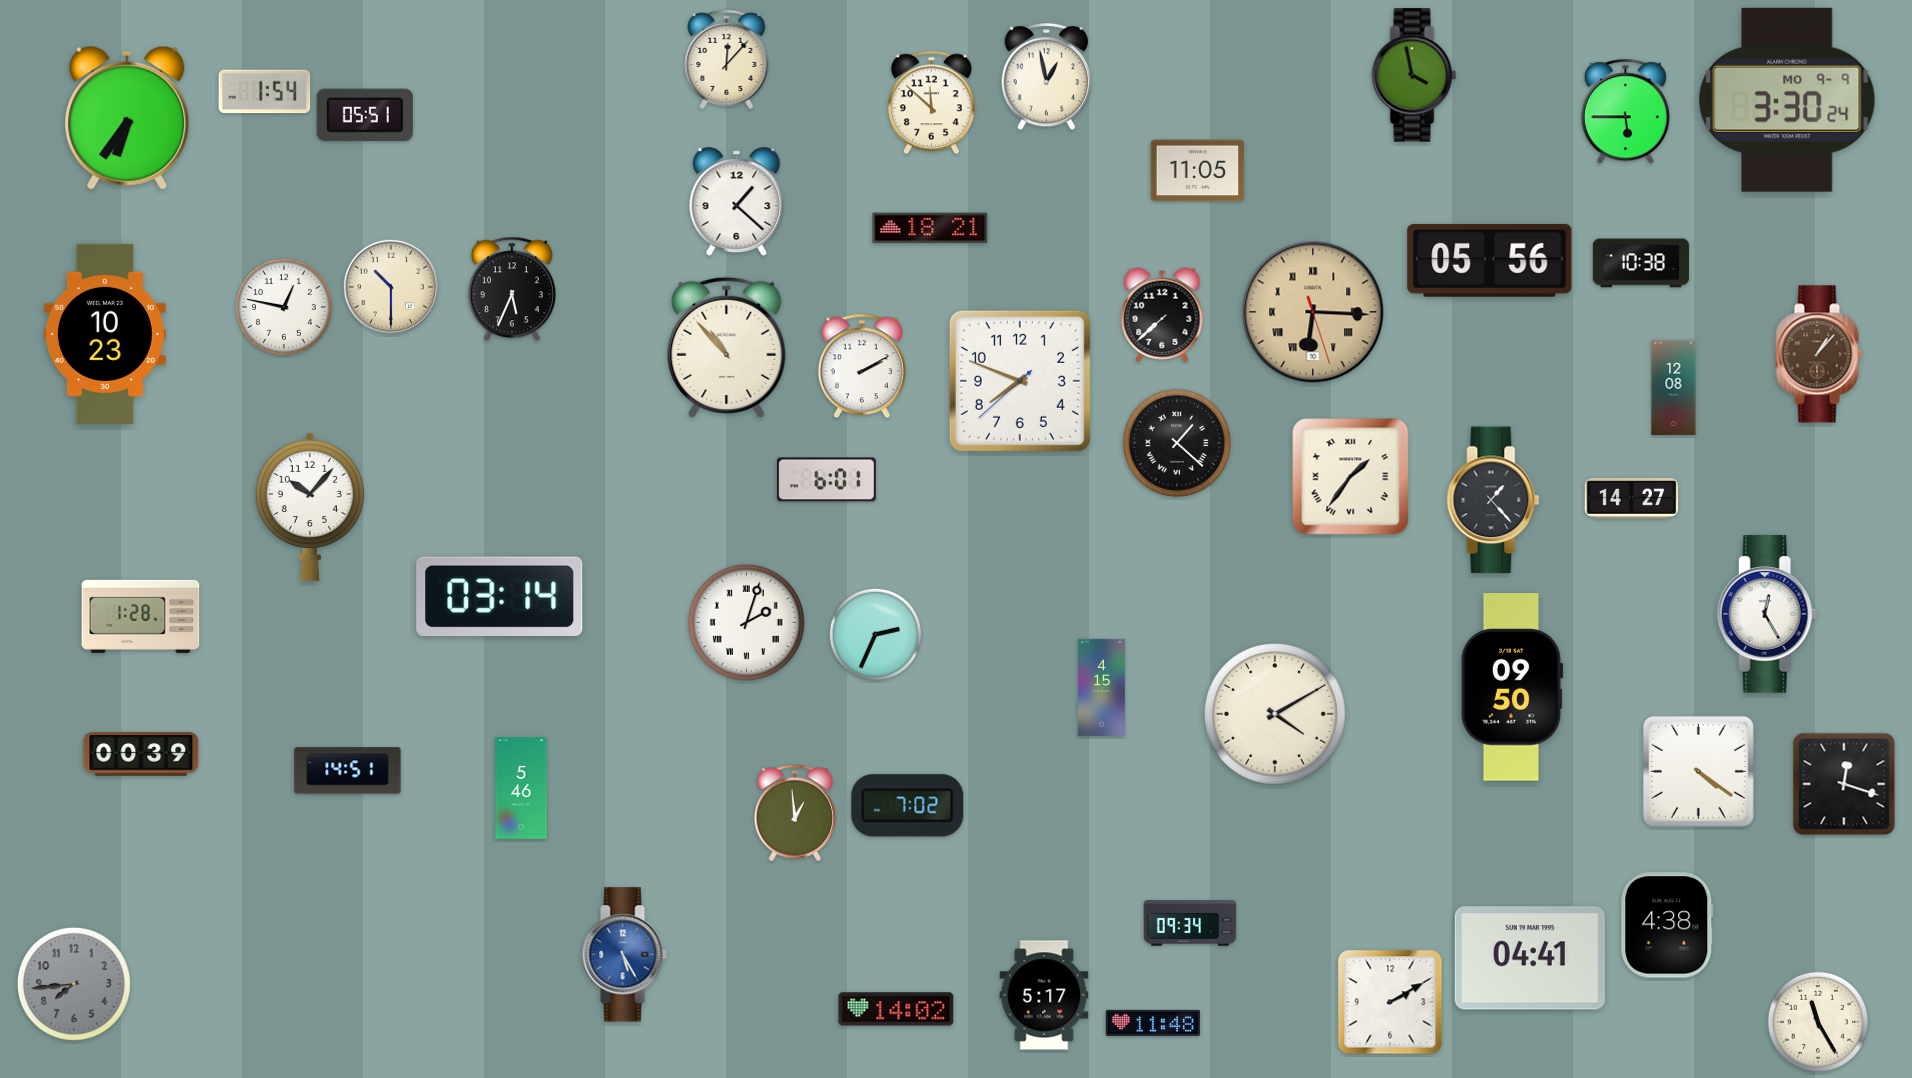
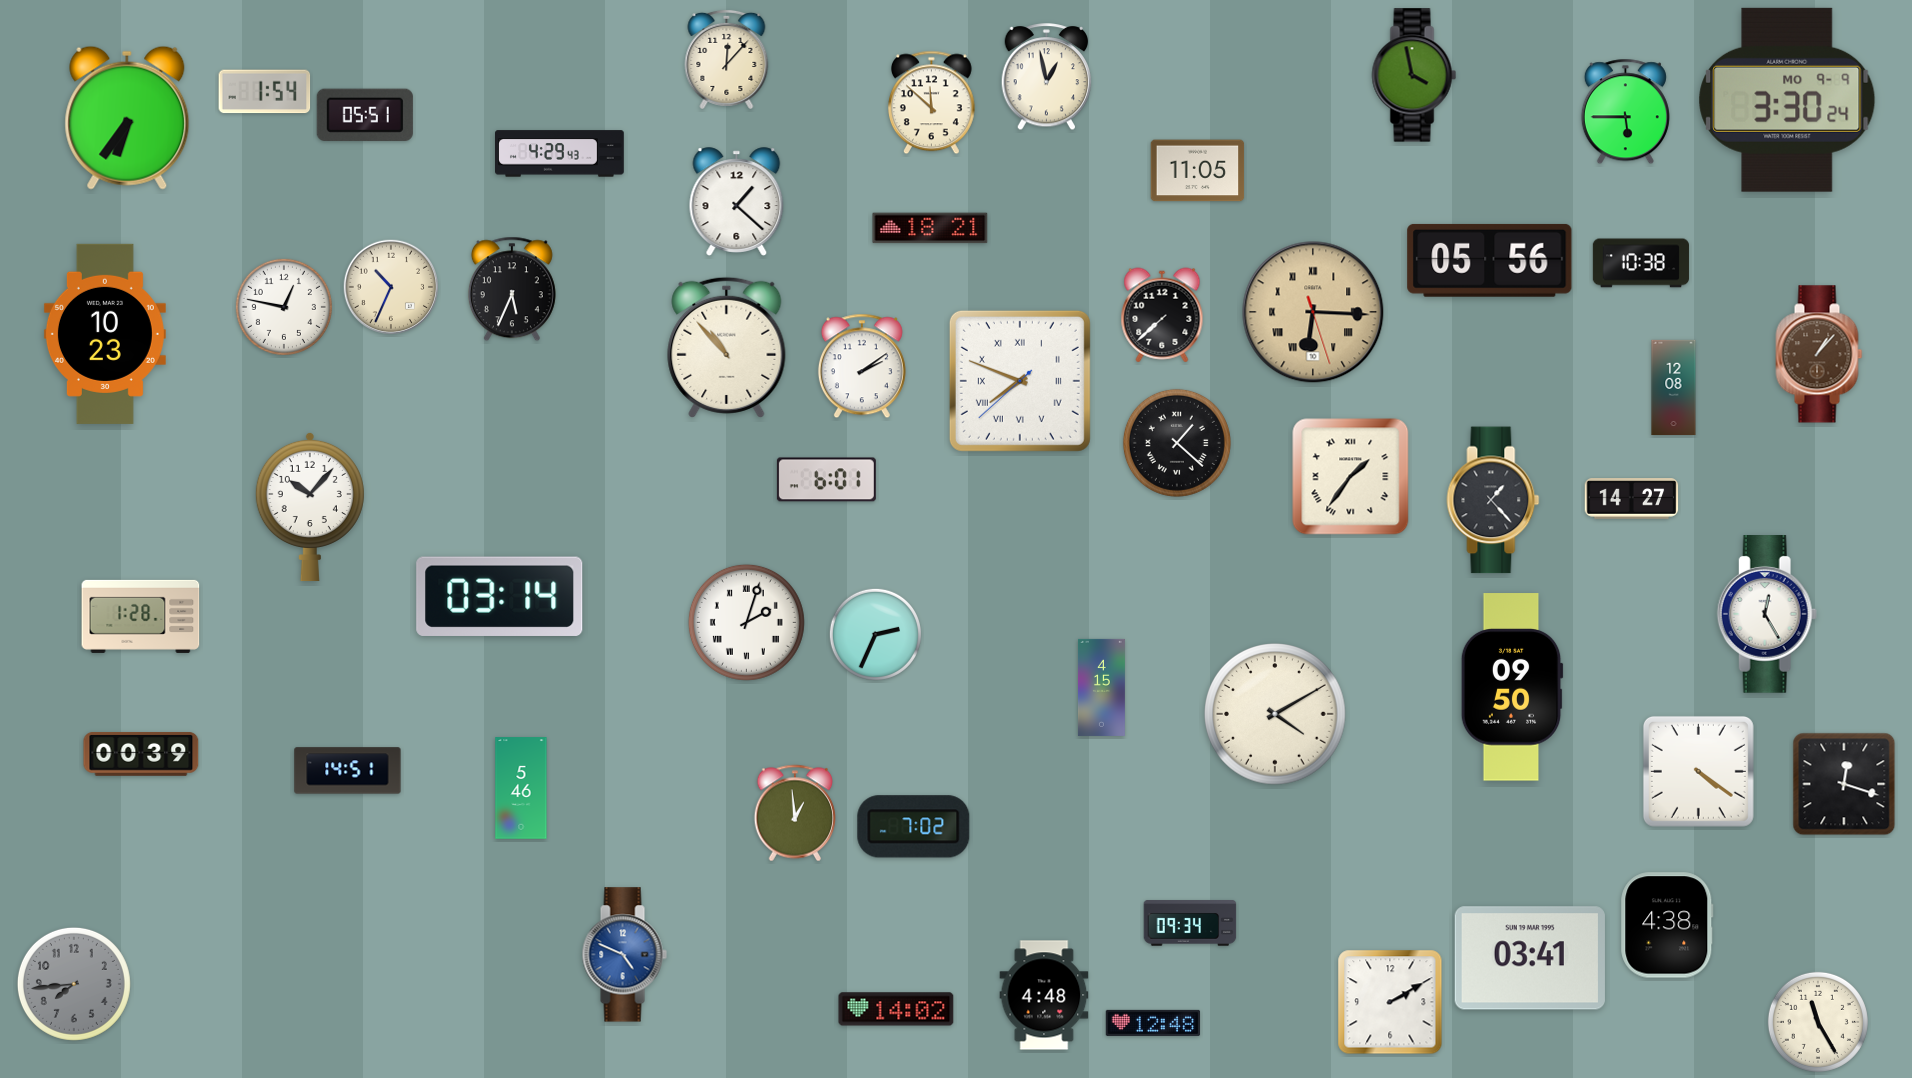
clock at (560, 154): none -> 4:29
clock at (390, 286): 10:30 -> 10:34
clock at (862, 366): 2:10 -> 2:09
clock at (1020, 381) numerals: Arabic -> Roman
clock at (908, 806) position: (908, 806) -> (914, 827)
clock at (624, 955): 5:25 -> 4:49
clock at (1530, 958): 04:41 -> 03:41
clock at (1044, 995): 5:17 -> 4:48
clock at (1153, 1023): 11:48 -> 12:48
